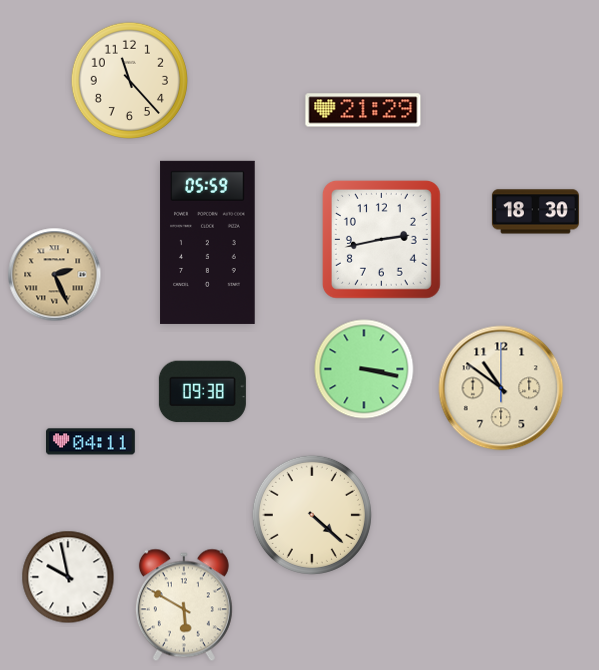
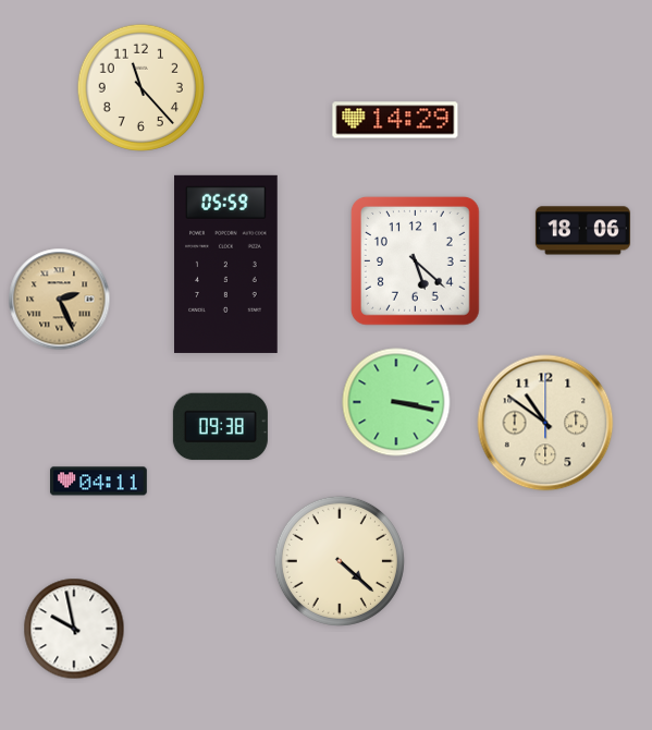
clock at (363, 110): 21:29 -> 14:29
clock at (535, 212): 18:30 -> 18:06
clock at (381, 239): 2:43 -> 5:22
clock at (184, 605): 5:50 -> none
